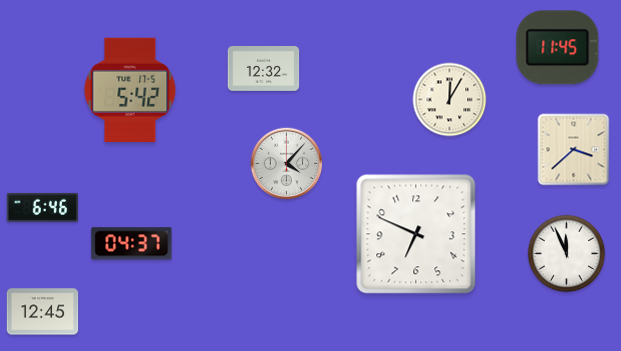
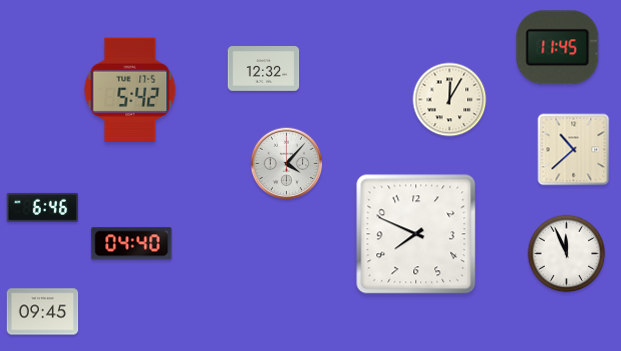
clock at (574, 150): 3:38 -> 10:38
clock at (416, 234): 6:49 -> 7:49
clock at (132, 244): 04:37 -> 04:40
clock at (43, 312): 12:45 -> 09:45
